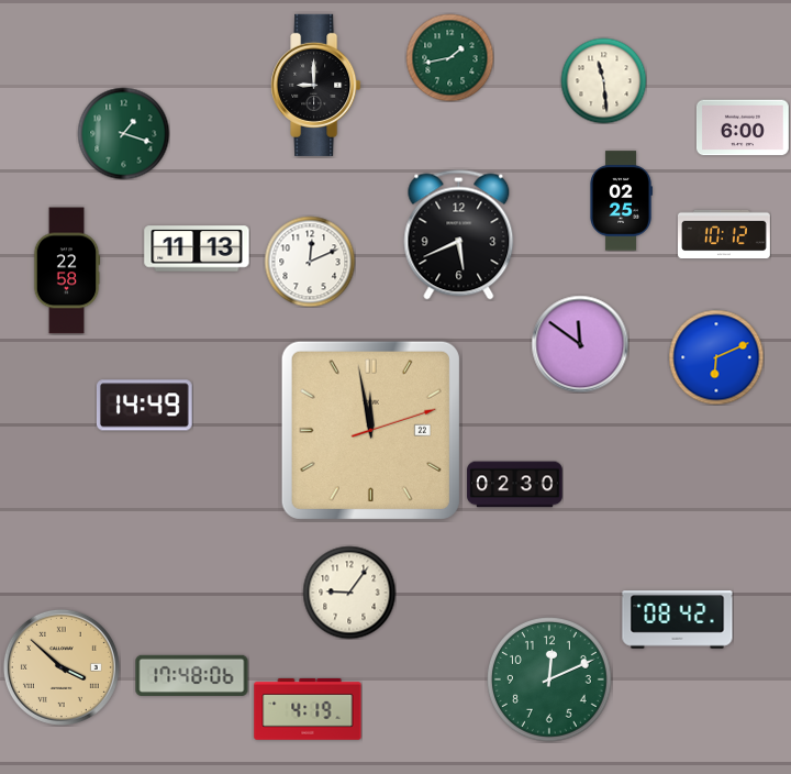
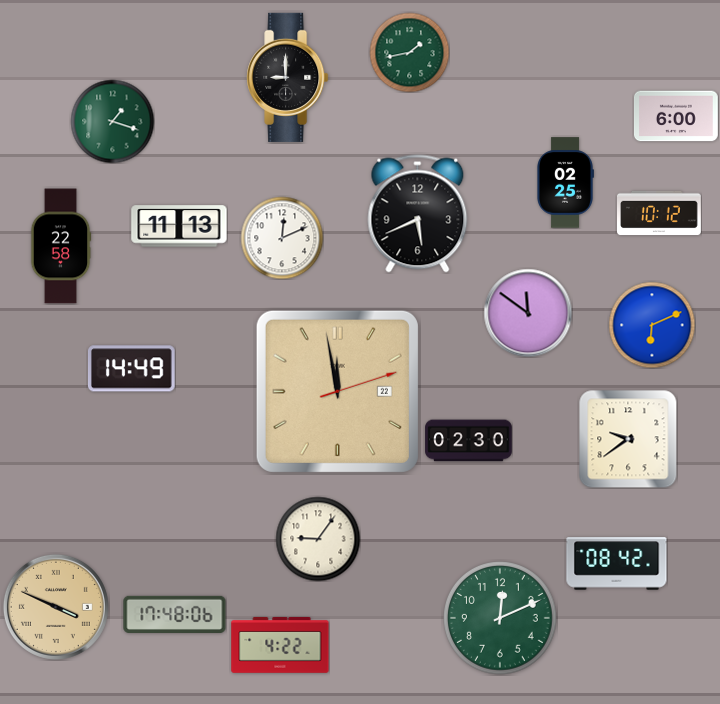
clock at (603, 80): 11:29 -> none
clock at (628, 439): none -> 9:39
clock at (62, 667): 3:52 -> 3:49
clock at (308, 709): 4:19 -> 4:22
